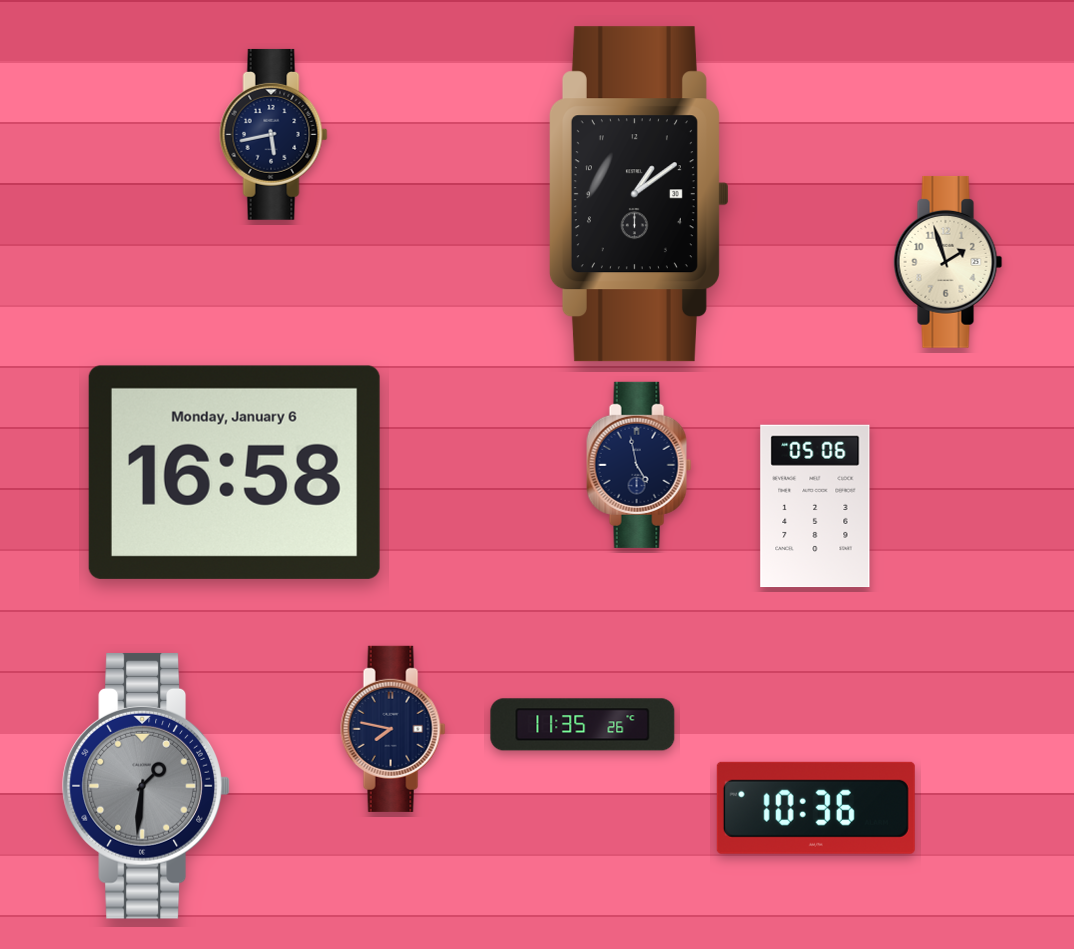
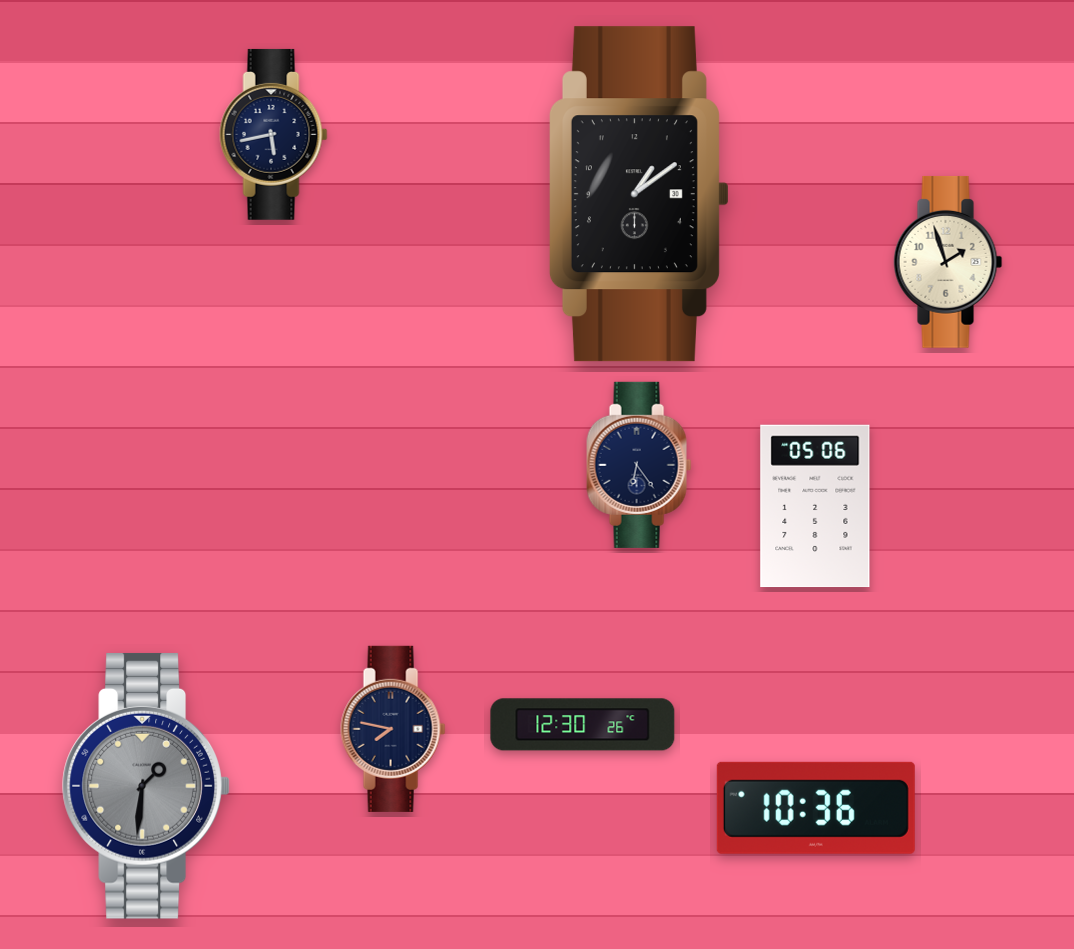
clock at (639, 465): 4:58 -> 6:24
clock at (234, 472): 16:58 -> none
clock at (583, 725): 11:35 -> 12:30
